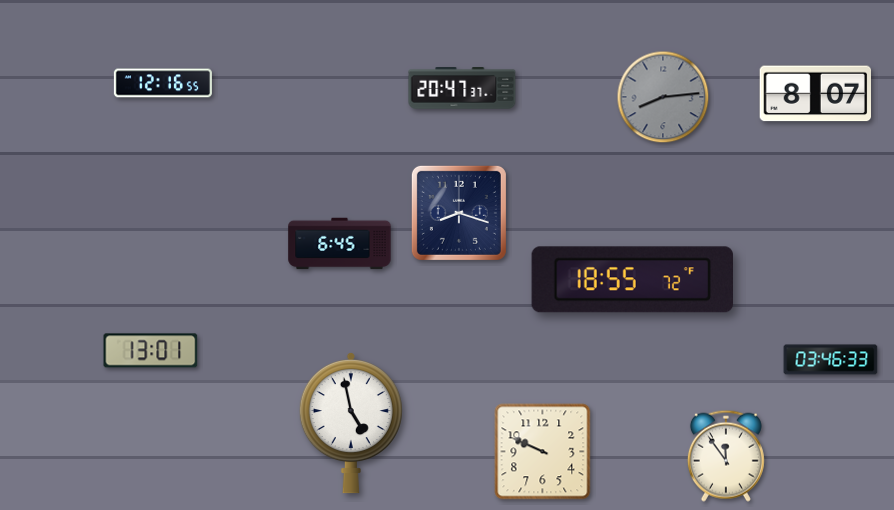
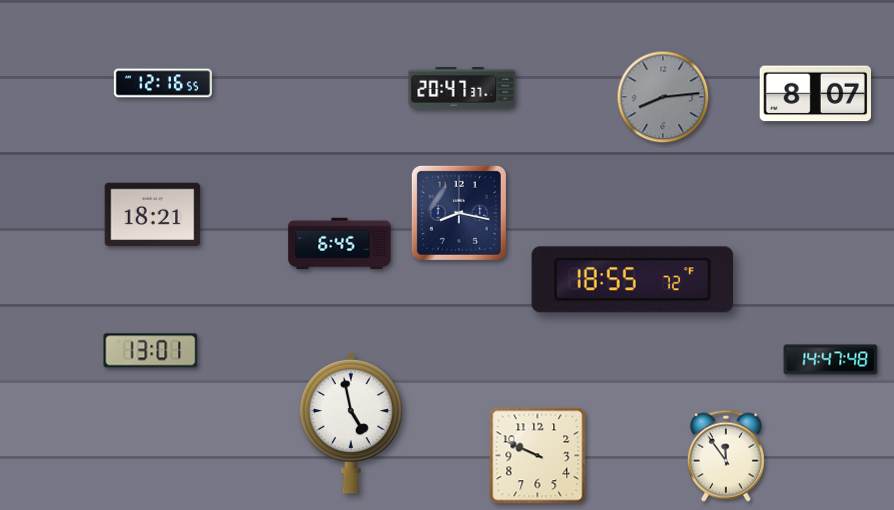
clock at (459, 213): 8:18 -> 8:17
clock at (153, 215): none -> 18:21
clock at (831, 360): 03:46 -> 14:47
clock at (543, 452) position: (543, 452) -> (538, 456)
